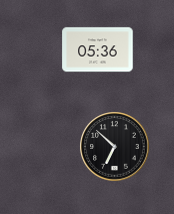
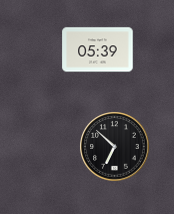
clock at (98, 50): 05:36 -> 05:39
